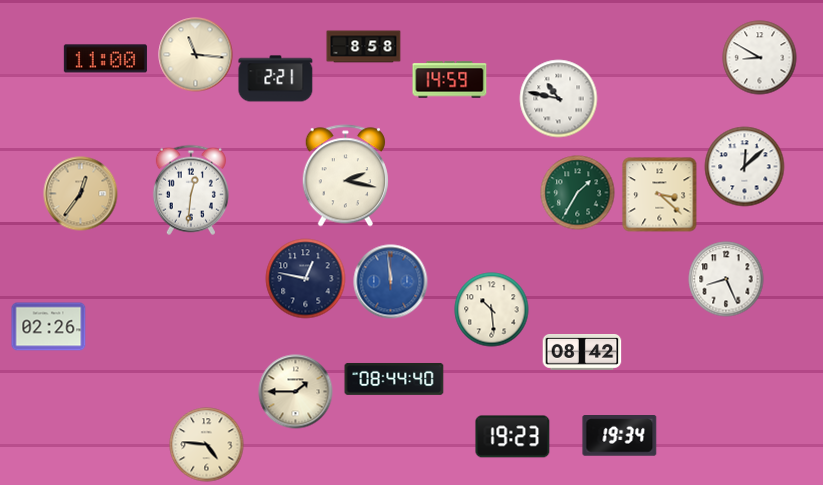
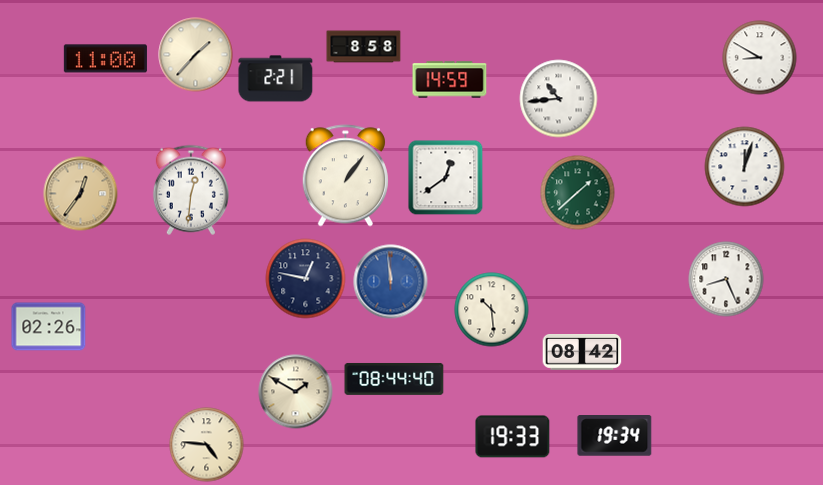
clock at (196, 55): 11:16 -> 1:37
clock at (559, 99): 10:47 -> 10:44
clock at (745, 167): 12:08 -> 12:03
clock at (345, 176): 2:17 -> 1:06
clock at (446, 178): none -> 12:39
clock at (578, 193): 1:35 -> 1:38
clock at (660, 195): 3:22 -> none
clock at (296, 392): 1:45 -> 1:50
clock at (620, 436) position: (620, 436) -> (615, 436)
clock at (513, 437): 19:23 -> 19:33
